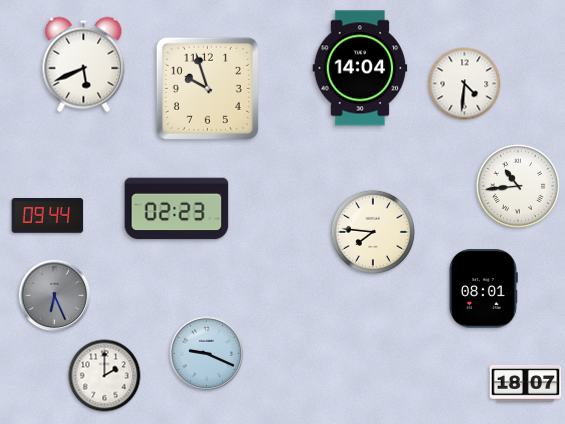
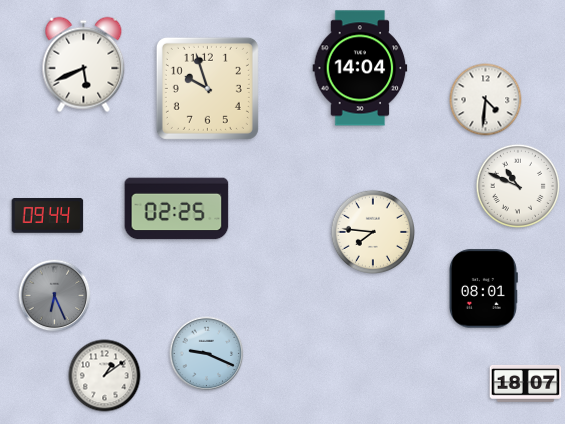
clock at (465, 84) position: (465, 84) -> (486, 100)
clock at (517, 185): 10:44 -> 10:49
clock at (177, 209): 02:23 -> 02:25
clock at (105, 376): 2:00 -> 1:09
